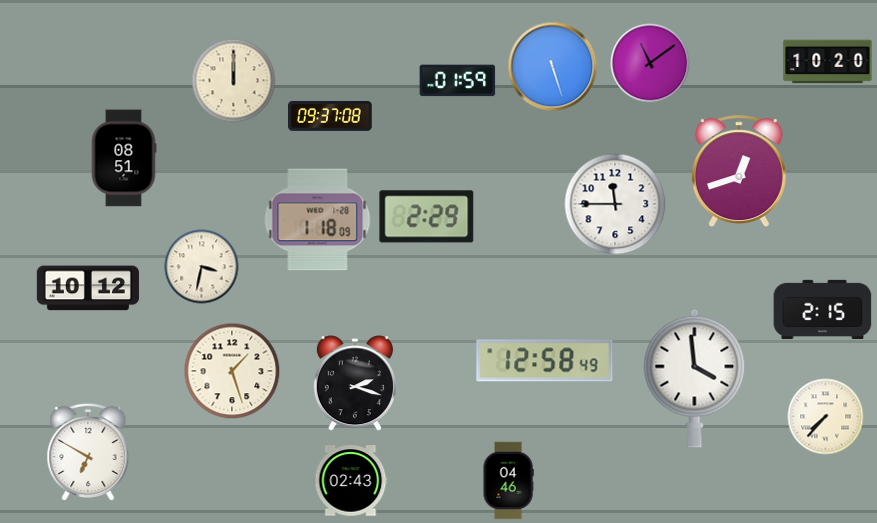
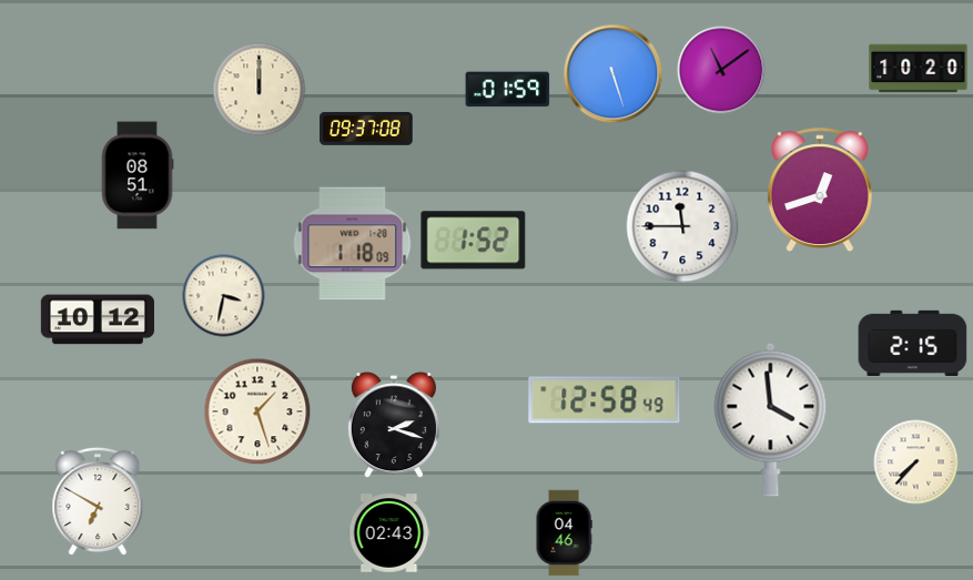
clock at (427, 217): 2:29 -> 1:52
